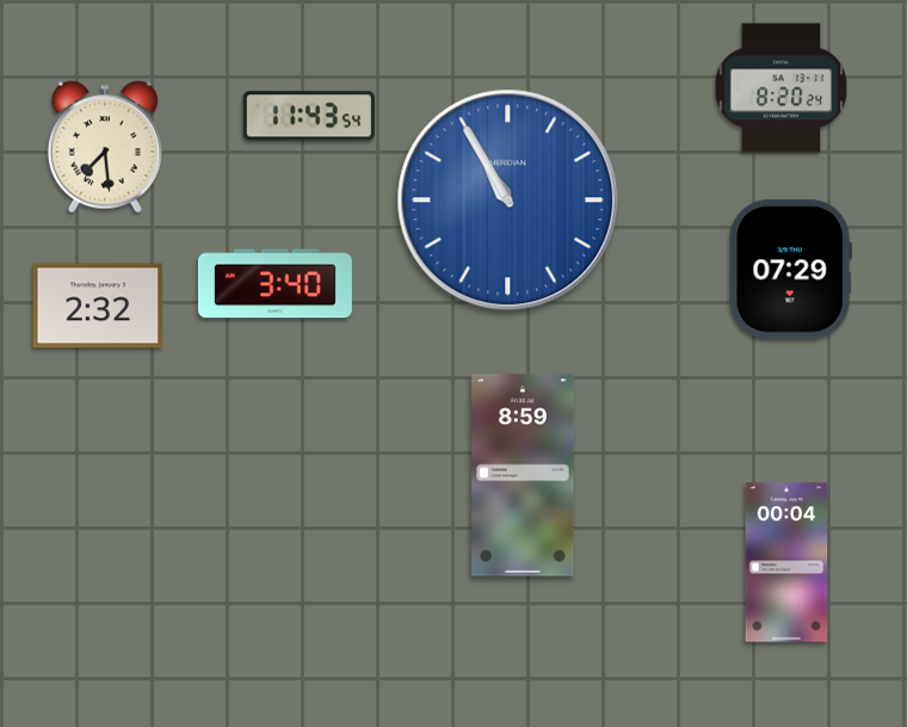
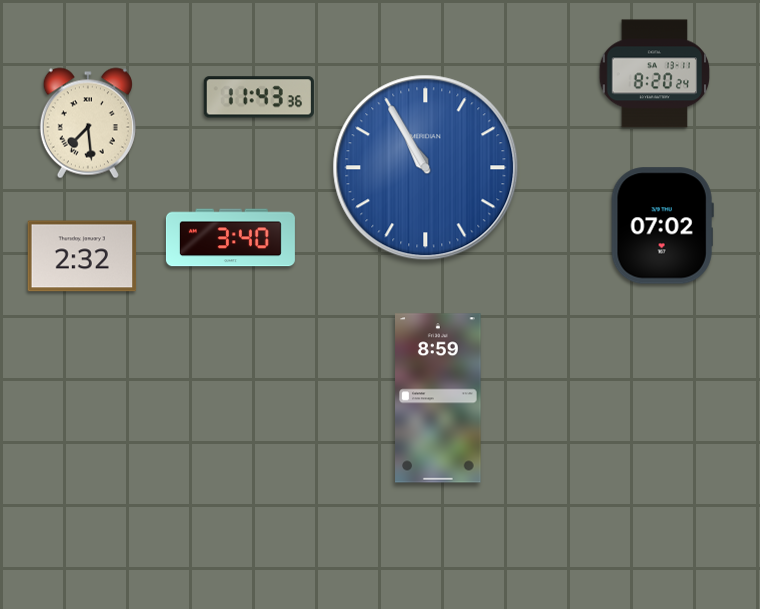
clock at (309, 116): 11:43:54 -> 11:43:36
clock at (790, 270): 07:29 -> 07:02
clock at (786, 562): 00:04 -> none
